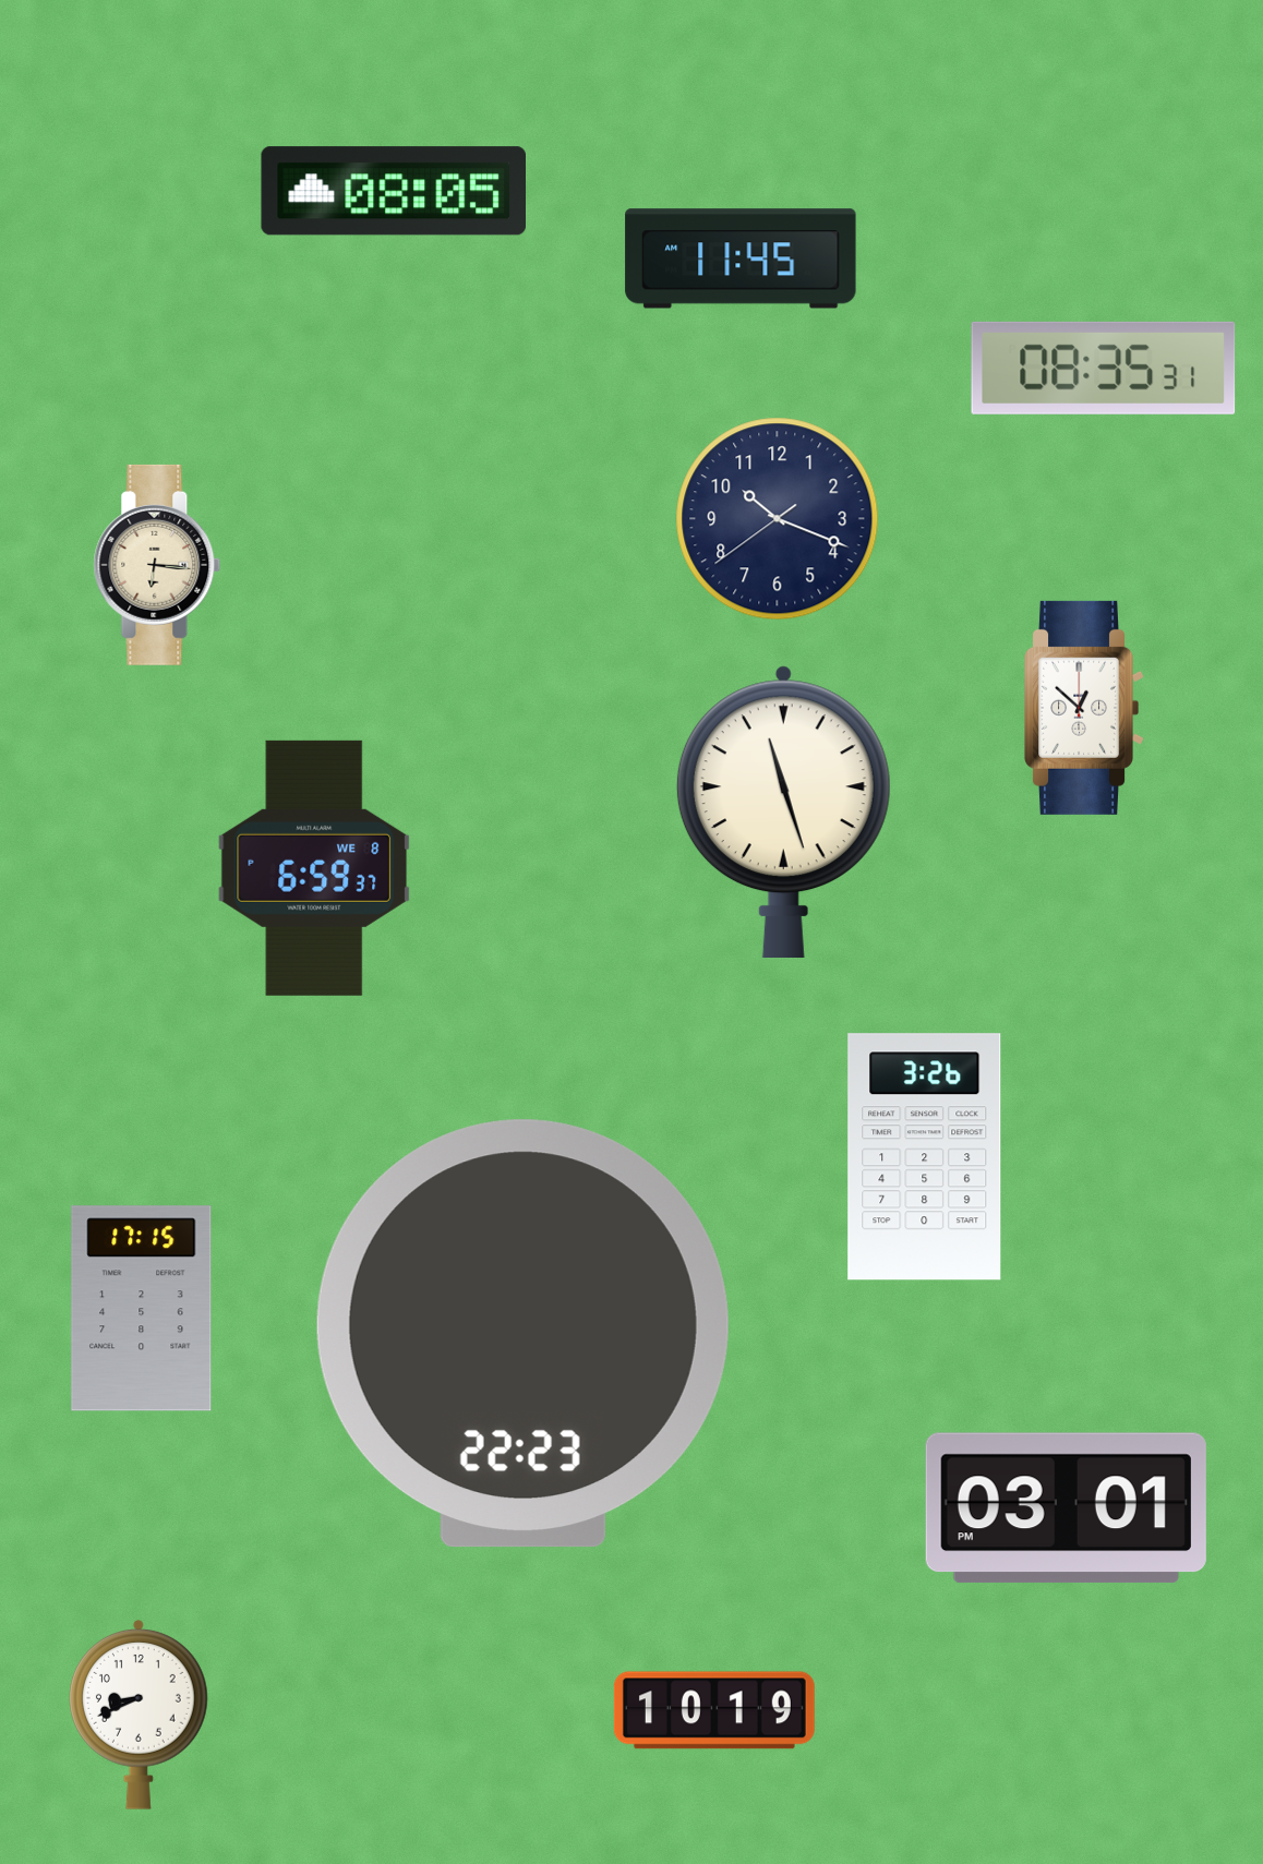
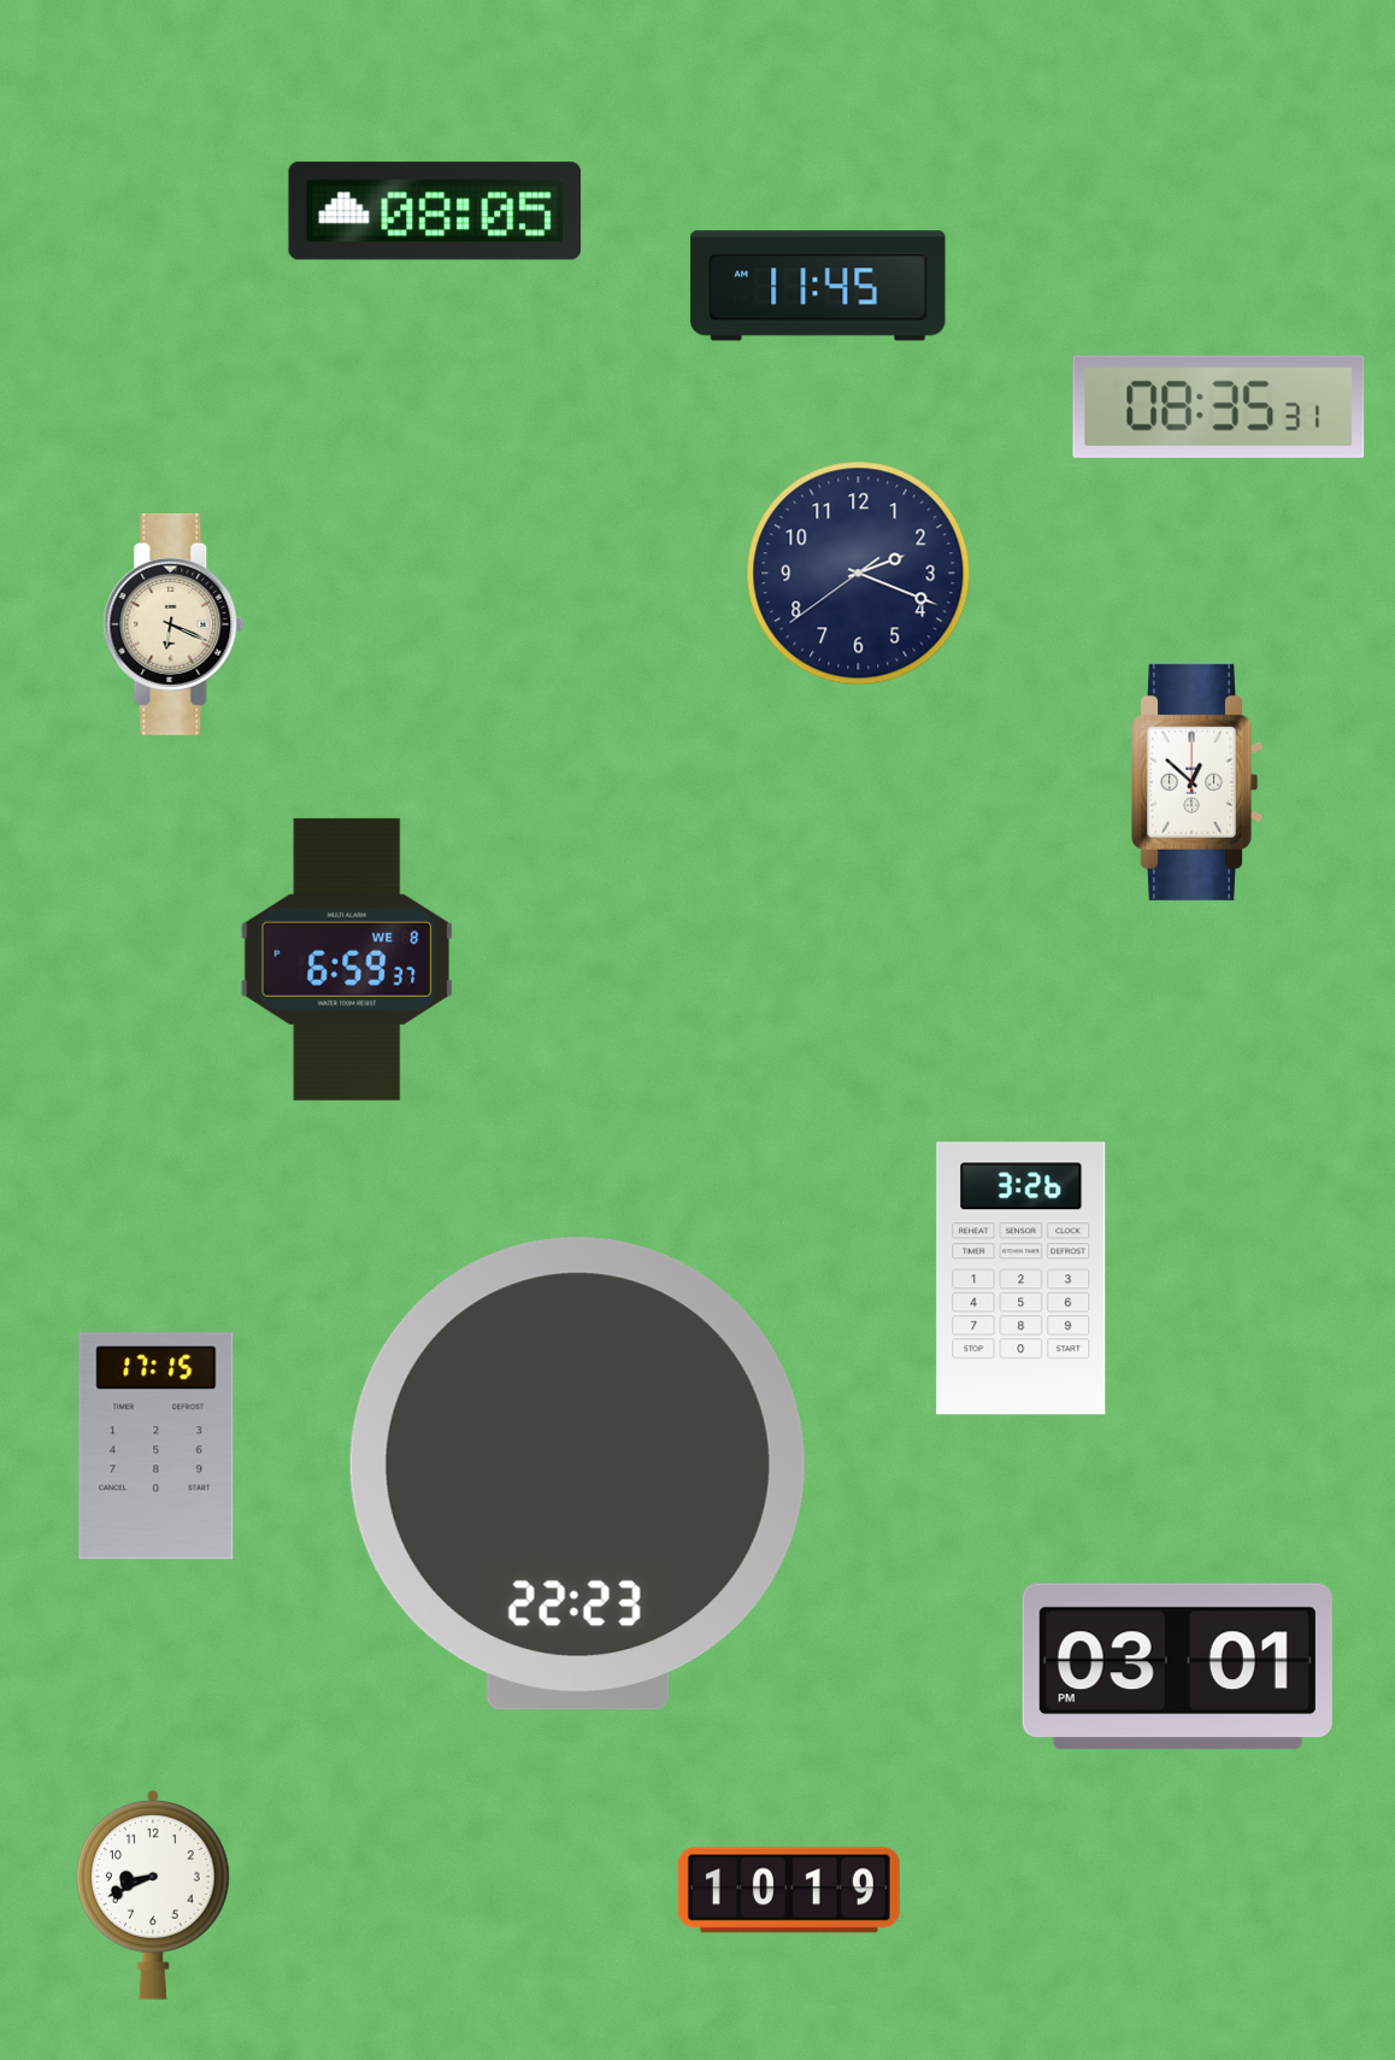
clock at (778, 519): 10:18 -> 2:18
clock at (157, 565): 6:16 -> 6:19
clock at (783, 811): 11:27 -> none
